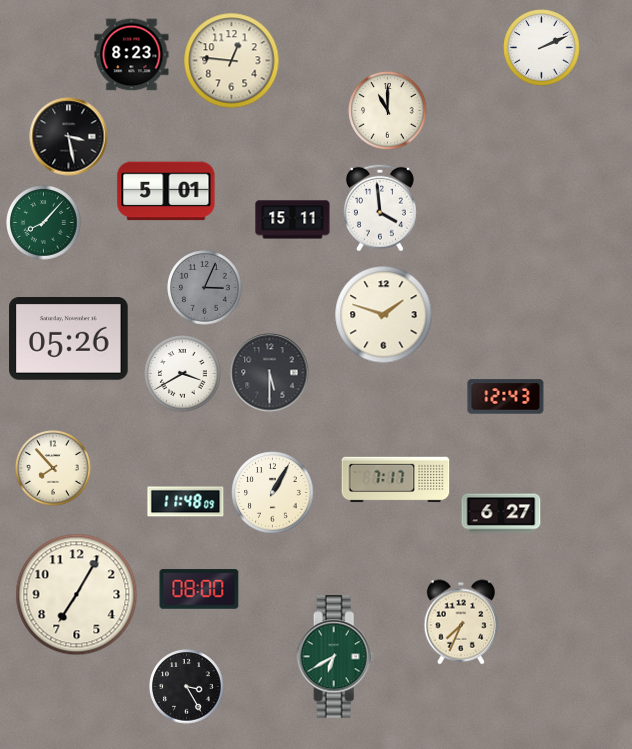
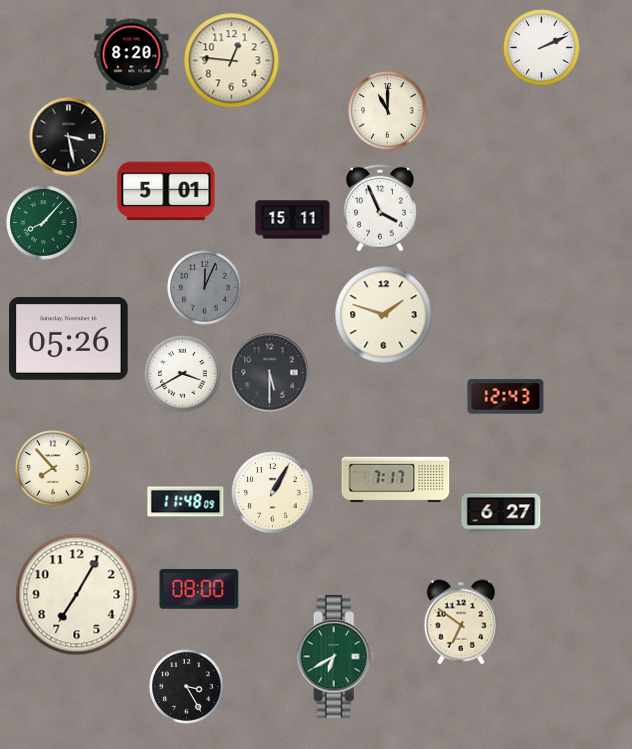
clock at (132, 55): 8:23 -> 8:20
clock at (380, 208): 3:59 -> 3:56
clock at (205, 288): 3:04 -> 12:04
clock at (461, 622): 7:34 -> 6:51
